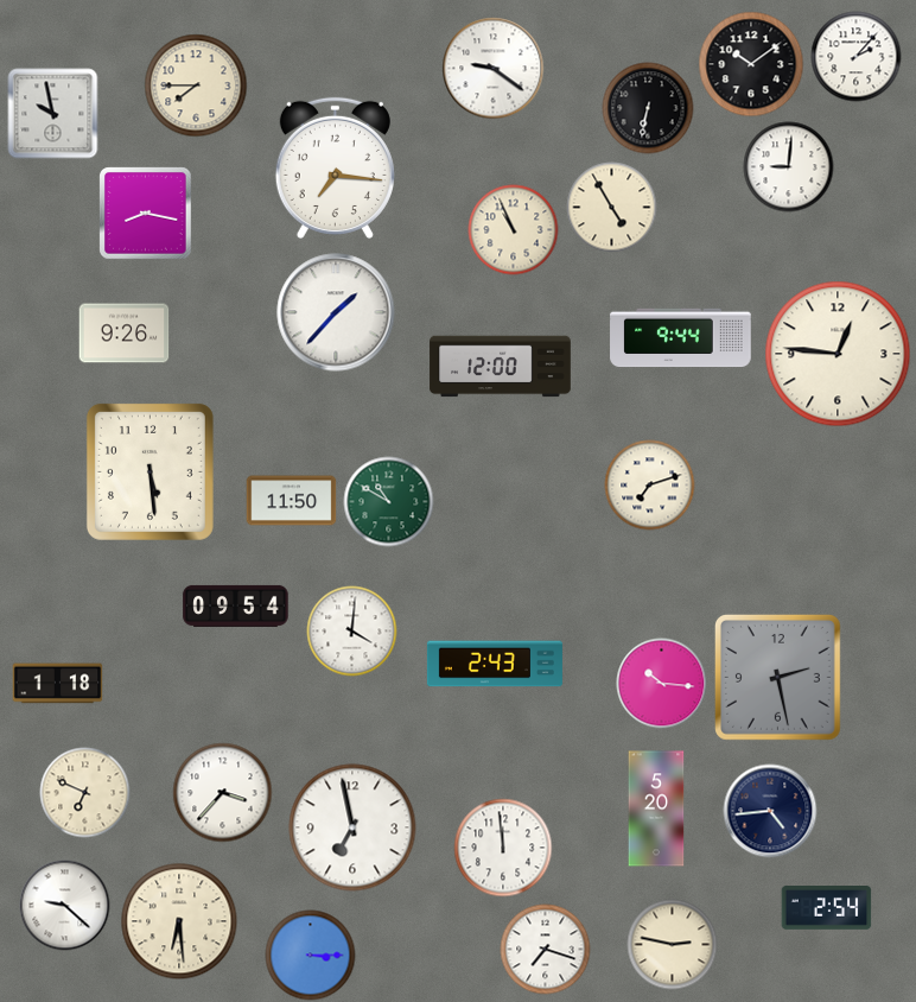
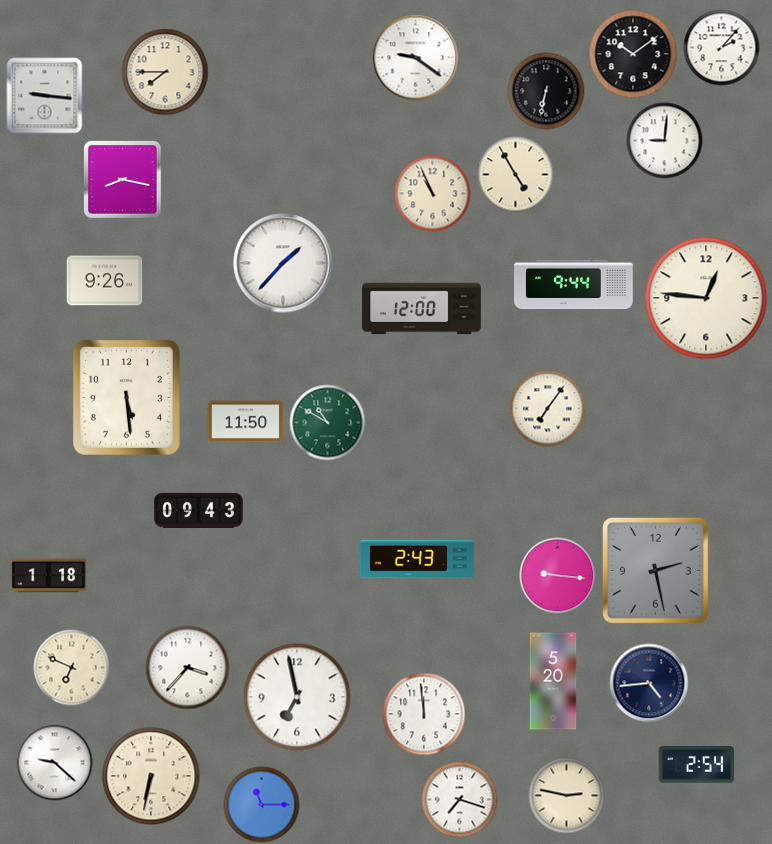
clock at (53, 114): 9:58 -> 9:16
clock at (335, 167): 7:16 -> none
clock at (650, 486): 7:12 -> 7:06
clock at (236, 605): 09:54 -> 09:43
clock at (352, 632): 4:01 -> none
clock at (662, 684): 10:16 -> 9:16
clock at (179, 921): 6:29 -> 6:32
clock at (311, 956): 3:15 -> 11:15
